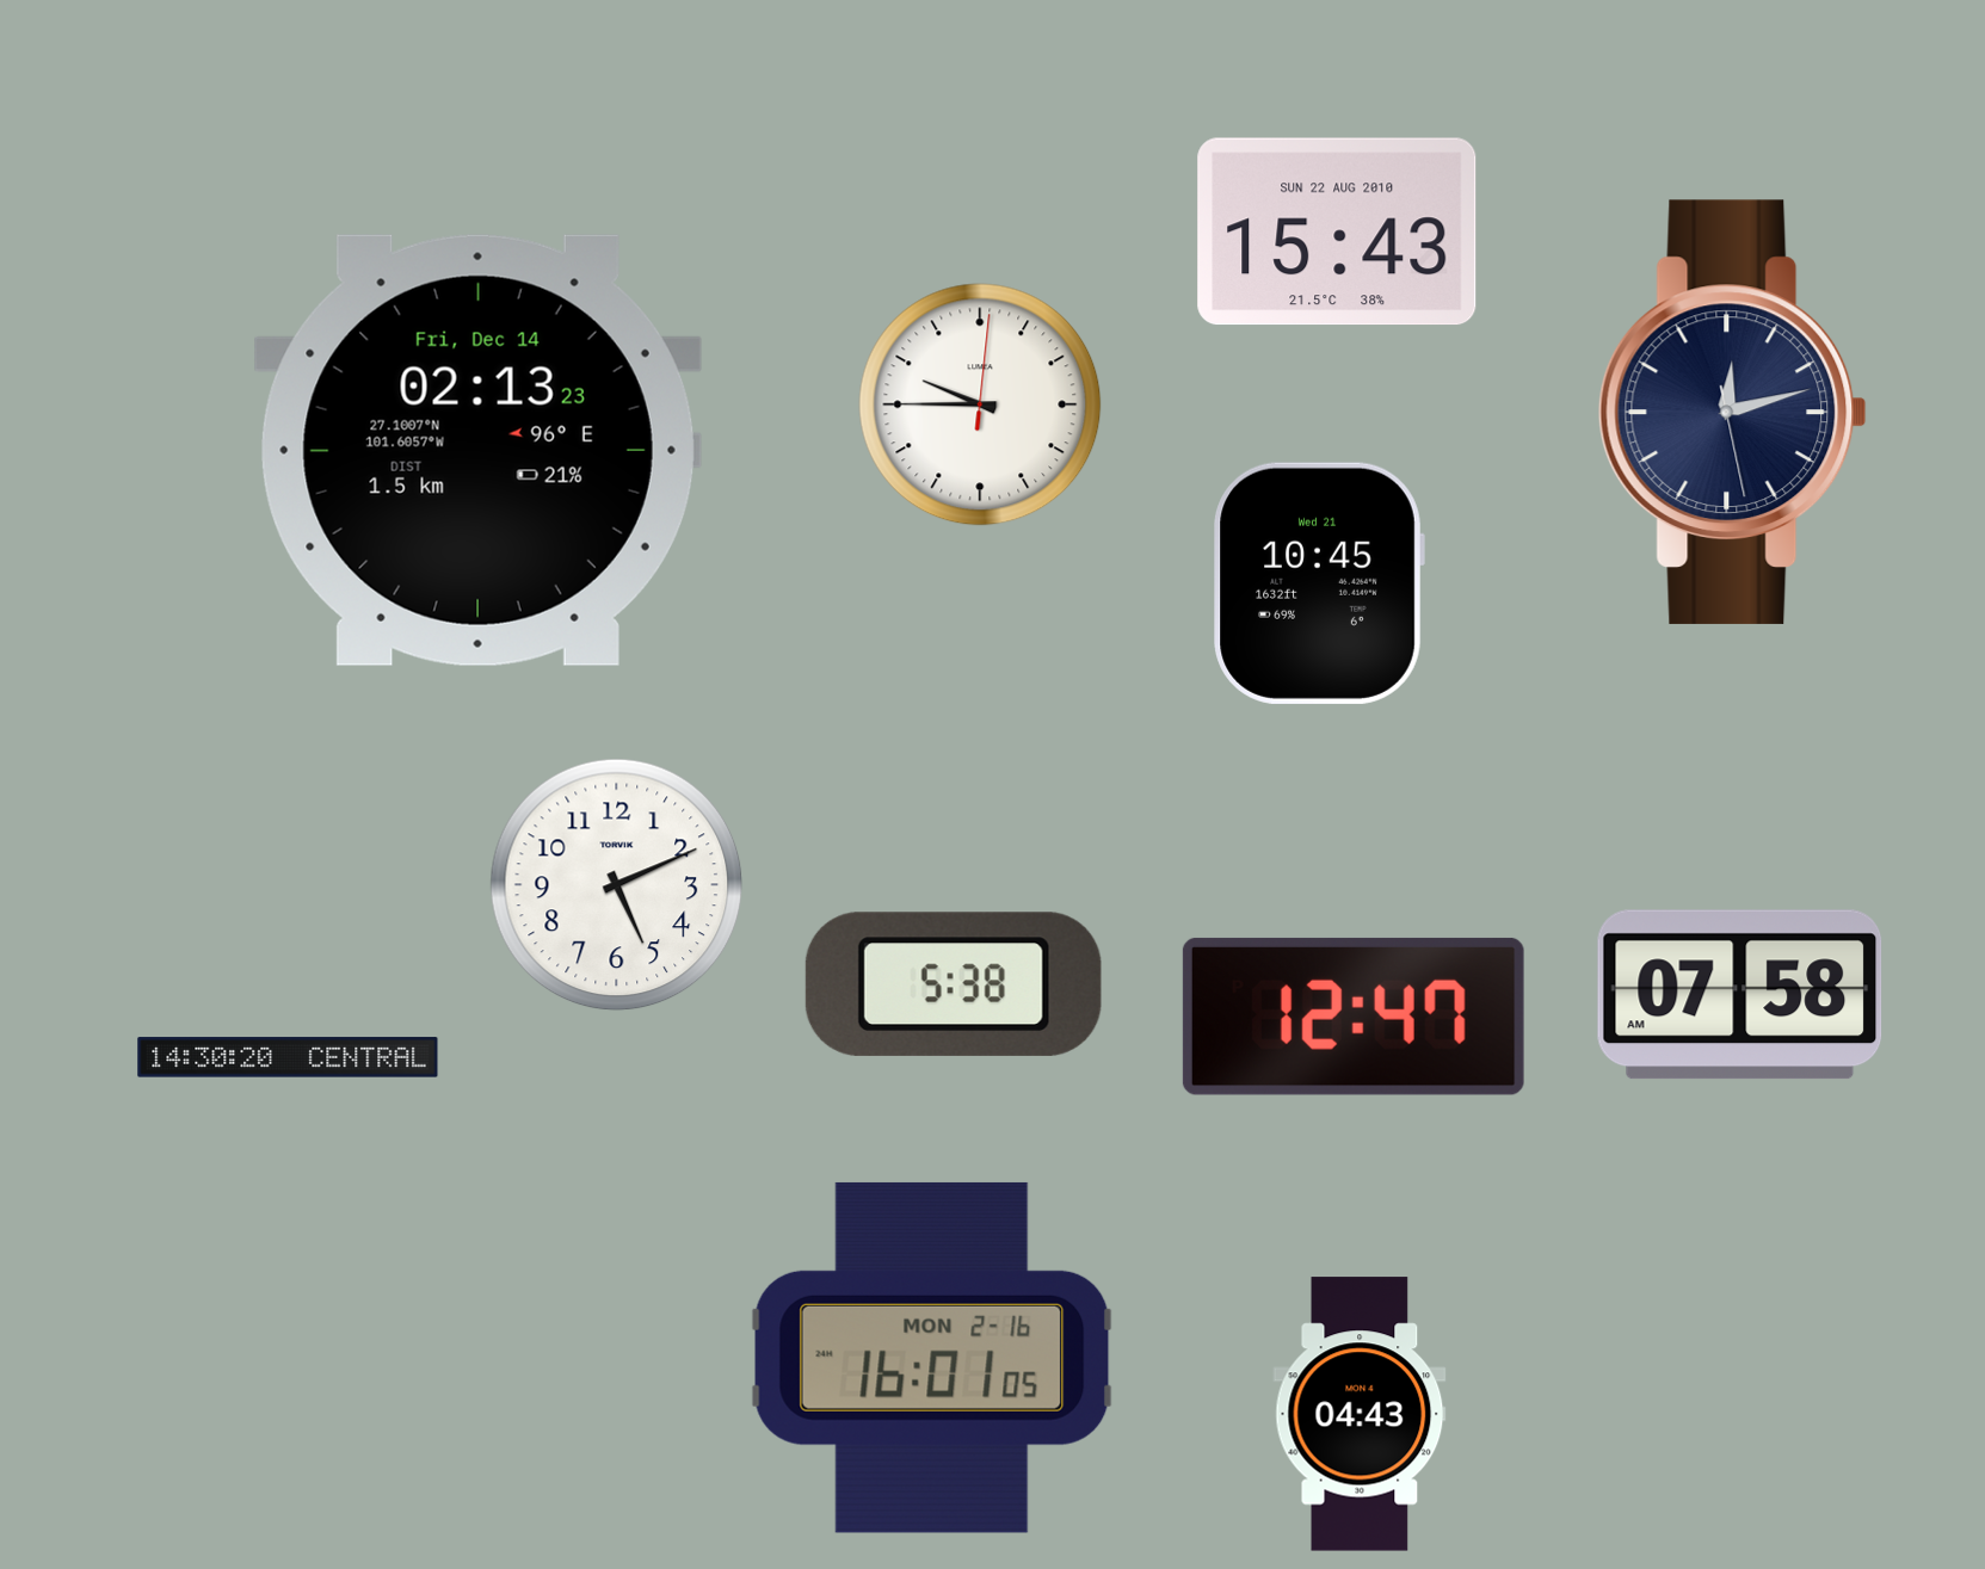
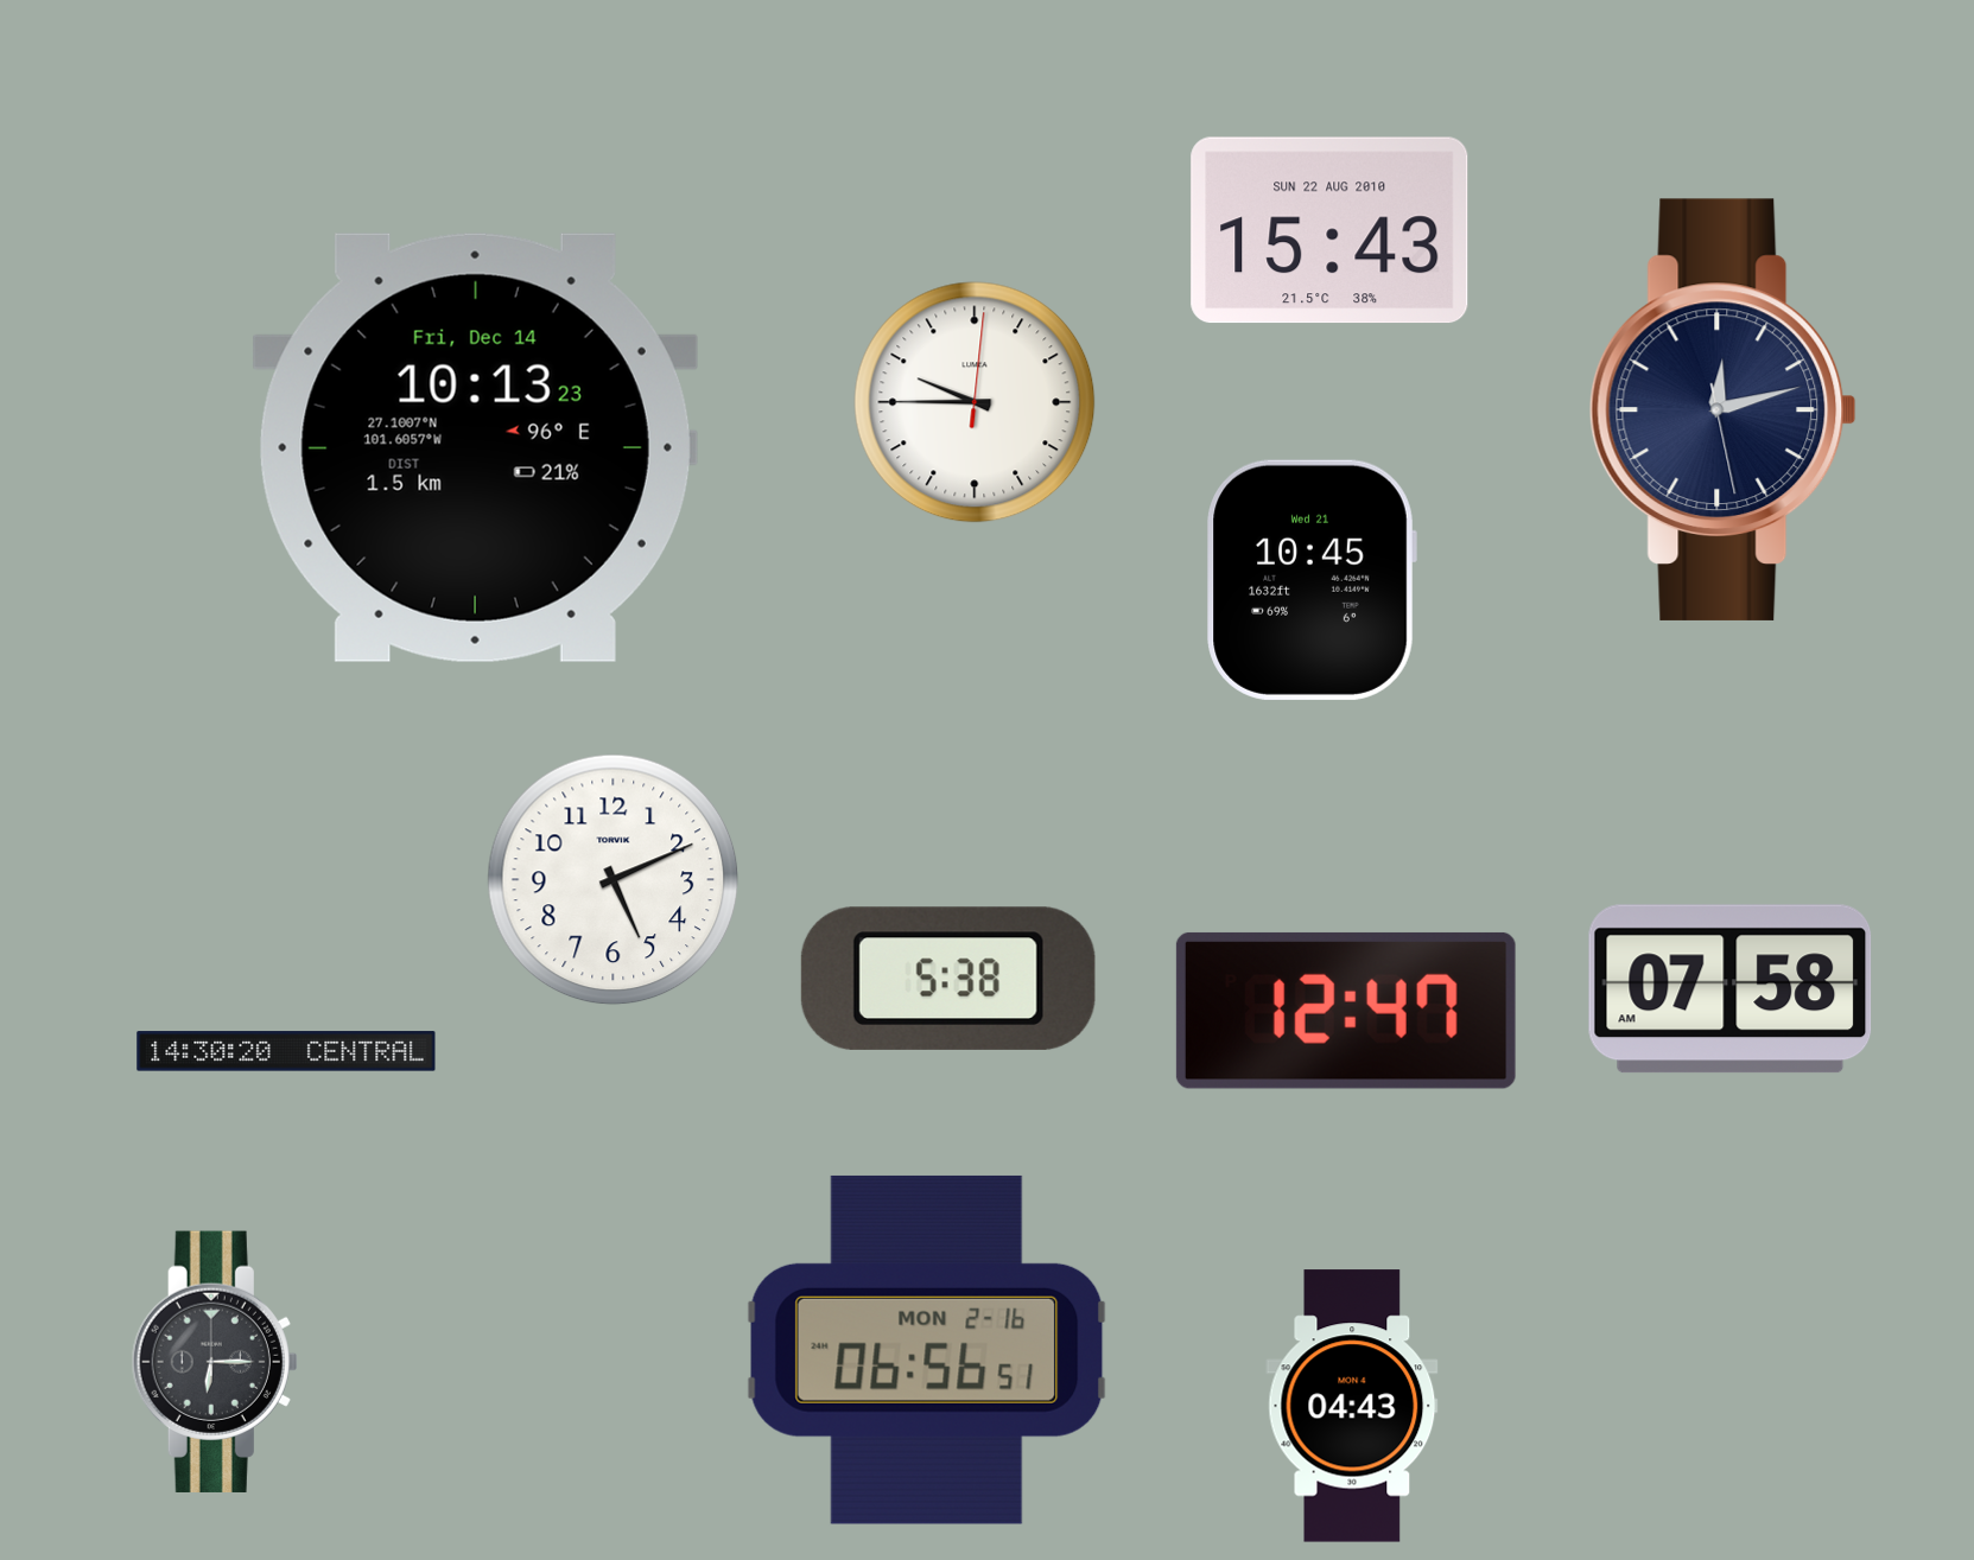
clock at (477, 450): 02:13 -> 10:13
clock at (932, 1358): 16:01 -> 06:56
clock at (215, 1362): none -> 6:15
